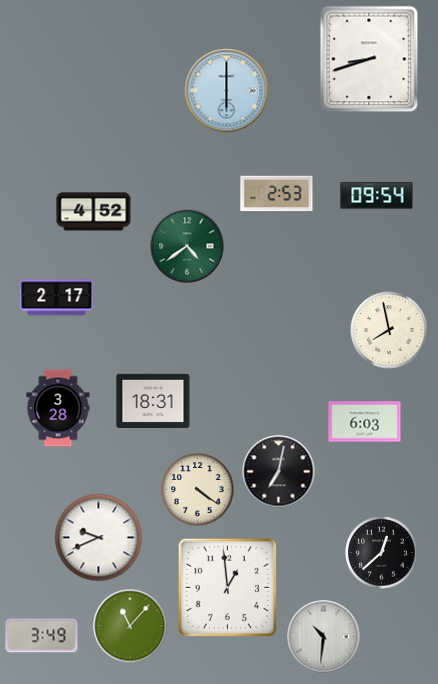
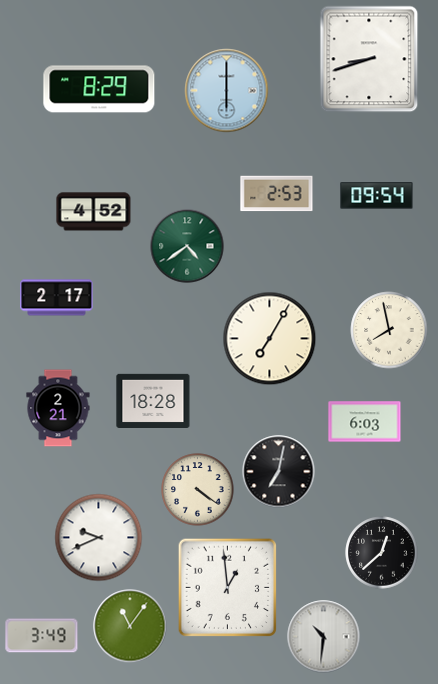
clock at (99, 89): none -> 8:29
clock at (270, 339): none -> 7:05
clock at (153, 400): 18:31 -> 18:28
clock at (58, 408): 3:28 -> 2:21
clock at (130, 626): 11:07 -> 11:06
